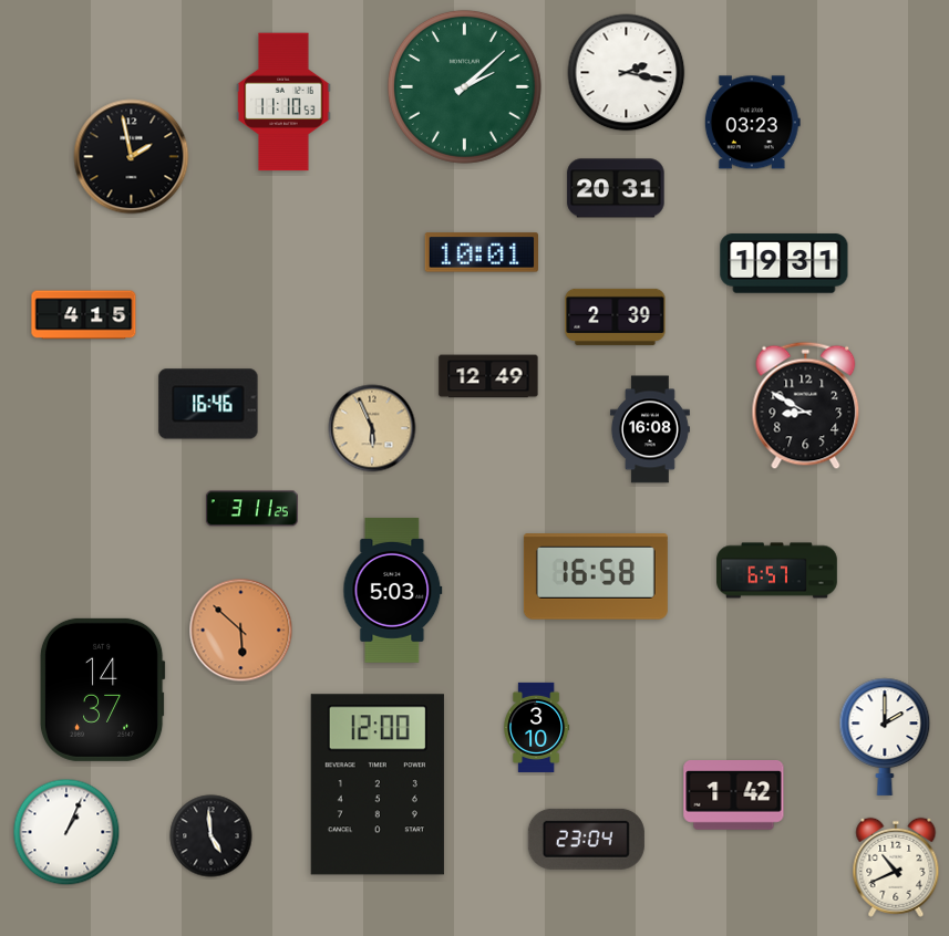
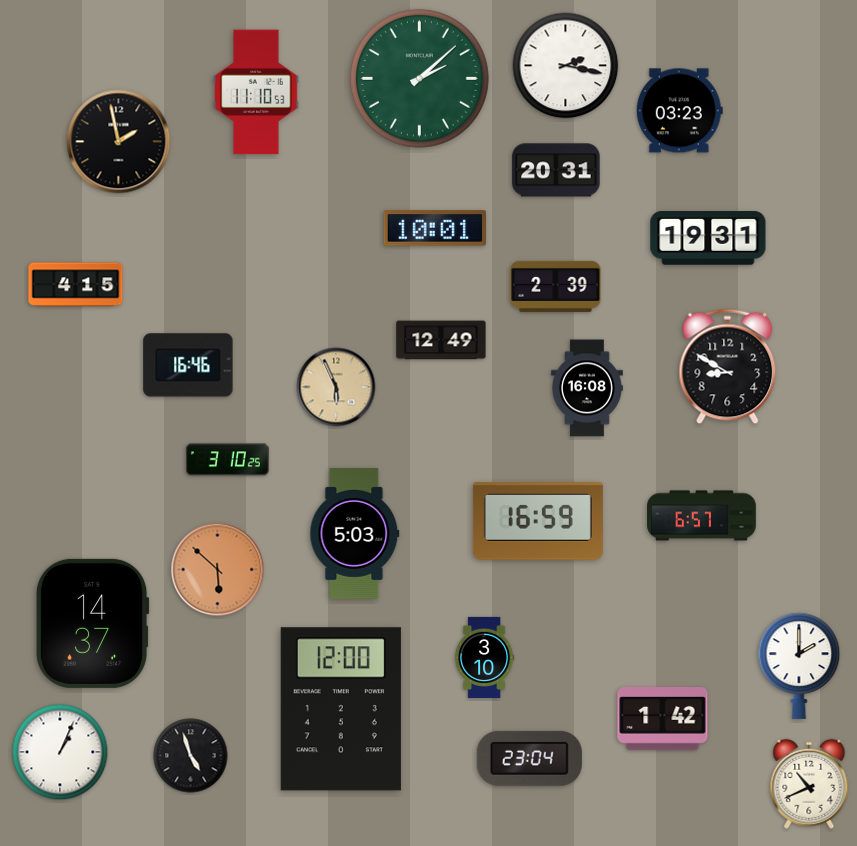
clock at (251, 509): 3:11 -> 3:10
clock at (596, 576): 16:58 -> 16:59
clock at (212, 836): 4:59 -> 4:57
